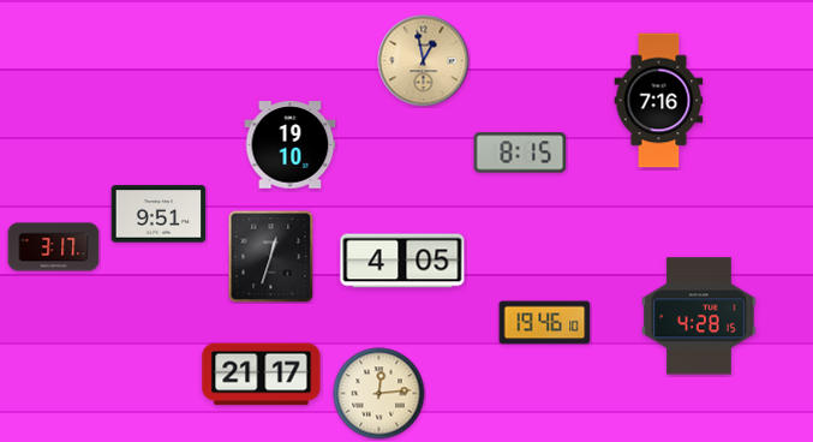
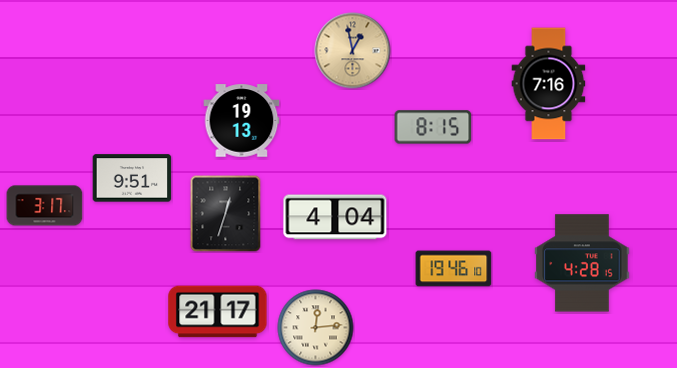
clock at (291, 145): 19:10 -> 19:13
clock at (402, 261): 4:05 -> 4:04
